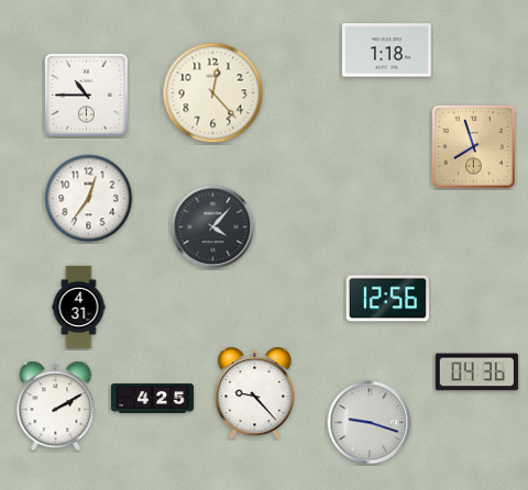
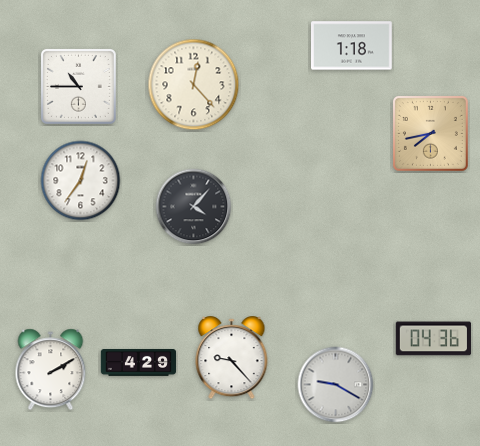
clock at (473, 146): 7:57 -> 7:43
clock at (387, 299): 12:56 -> none
clock at (79, 308): 4:31 -> none
clock at (153, 399): 4:25 -> 4:29
clock at (370, 423): 9:18 -> 9:20
